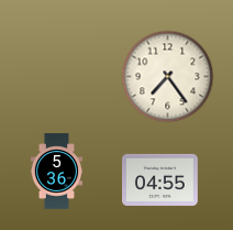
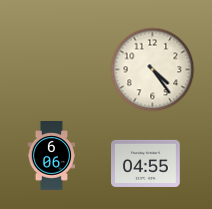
clock at (168, 77): 7:24 -> 4:24
clock at (56, 172): 5:36 -> 6:06
